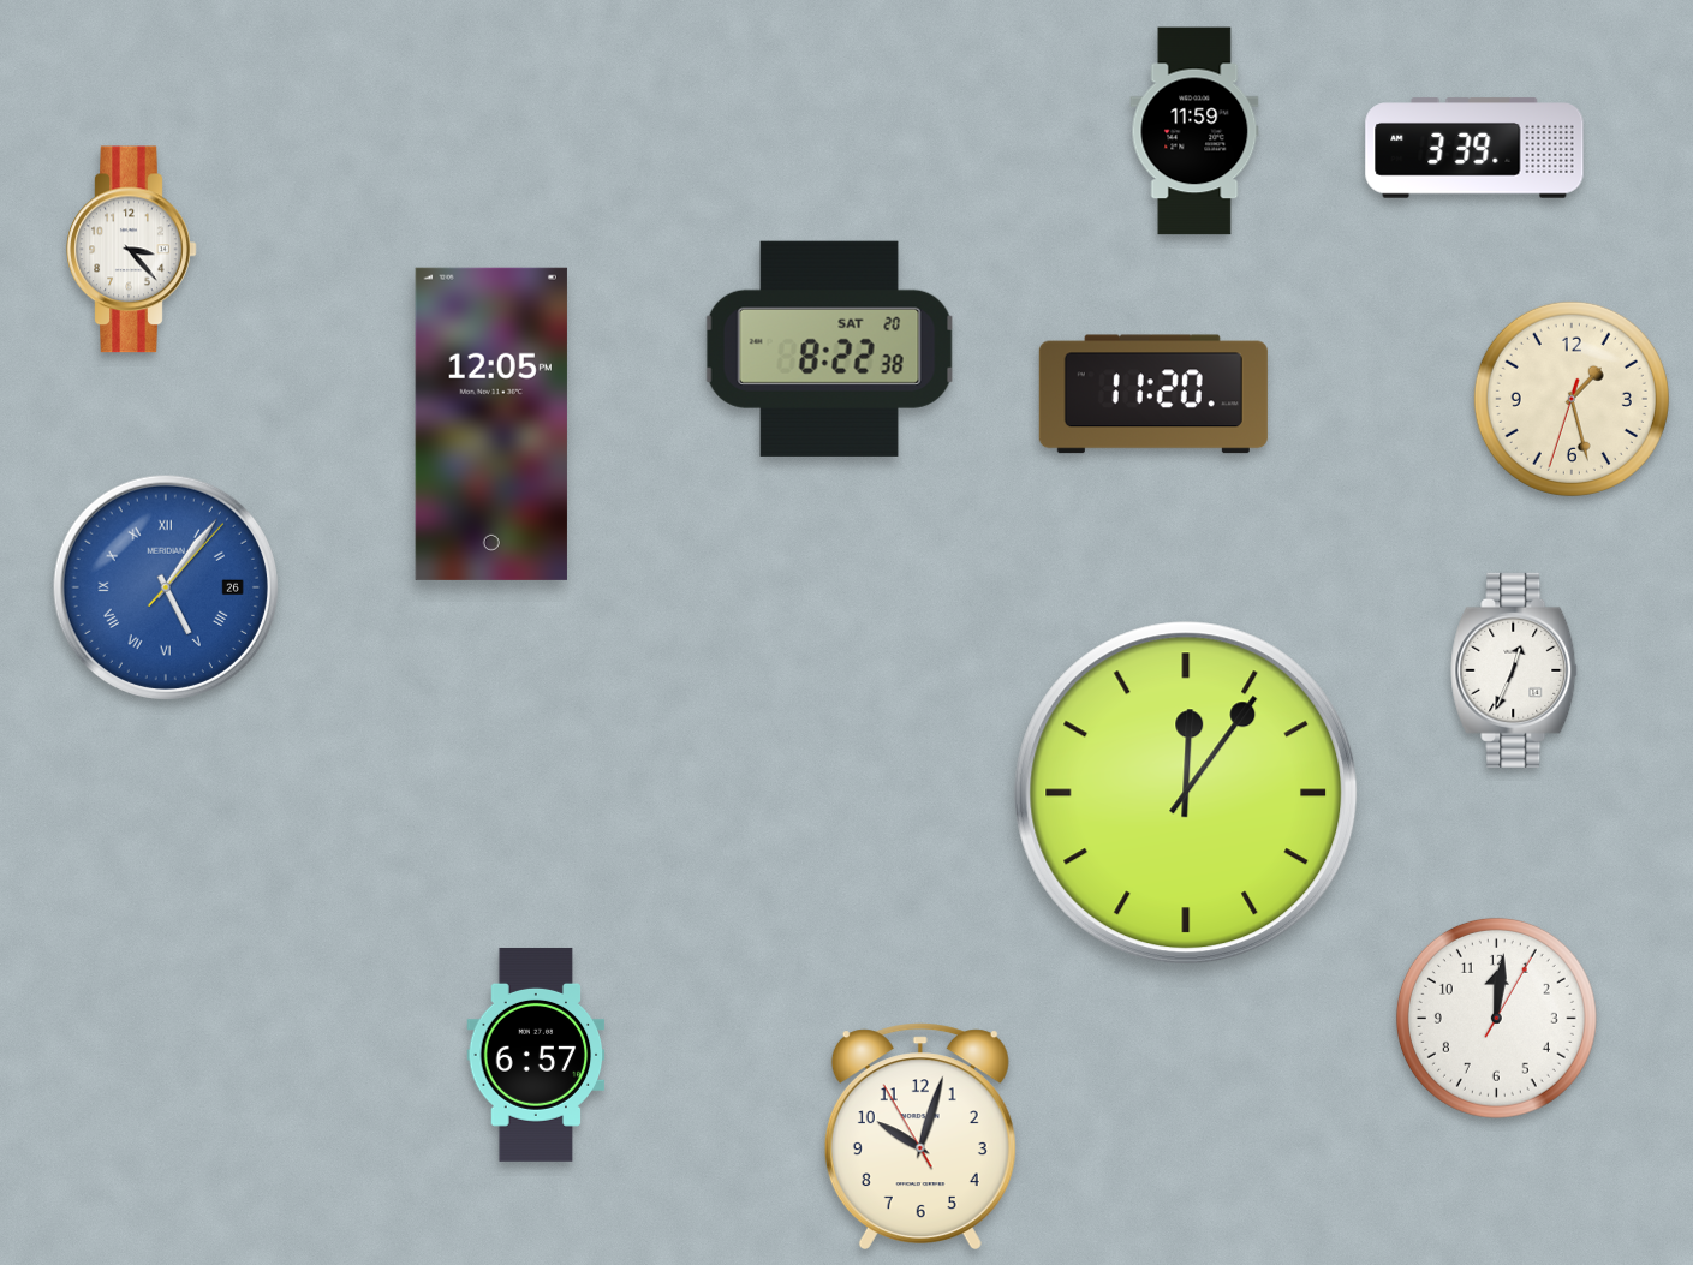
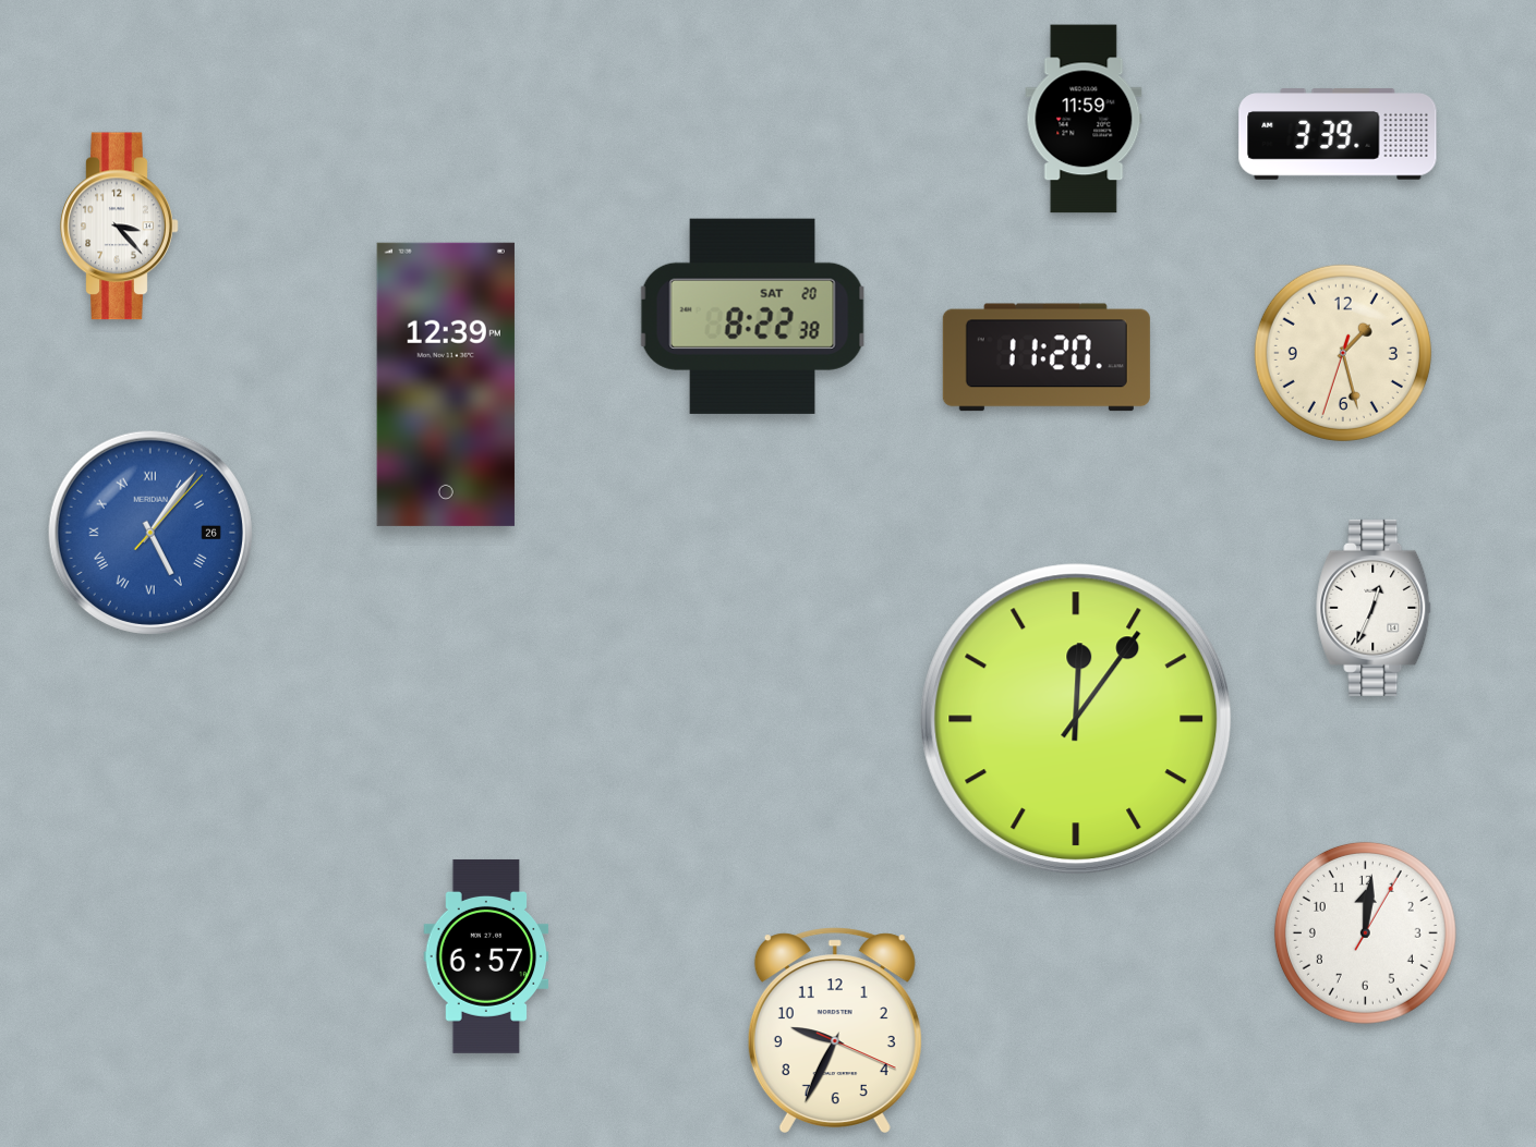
clock at (1572, 399) position: (1572, 399) -> (1343, 353)
clock at (491, 424): 12:05 -> 12:39
clock at (1496, 1018) position: (1496, 1018) -> (1365, 932)
clock at (920, 1135): 10:02 -> 9:34
